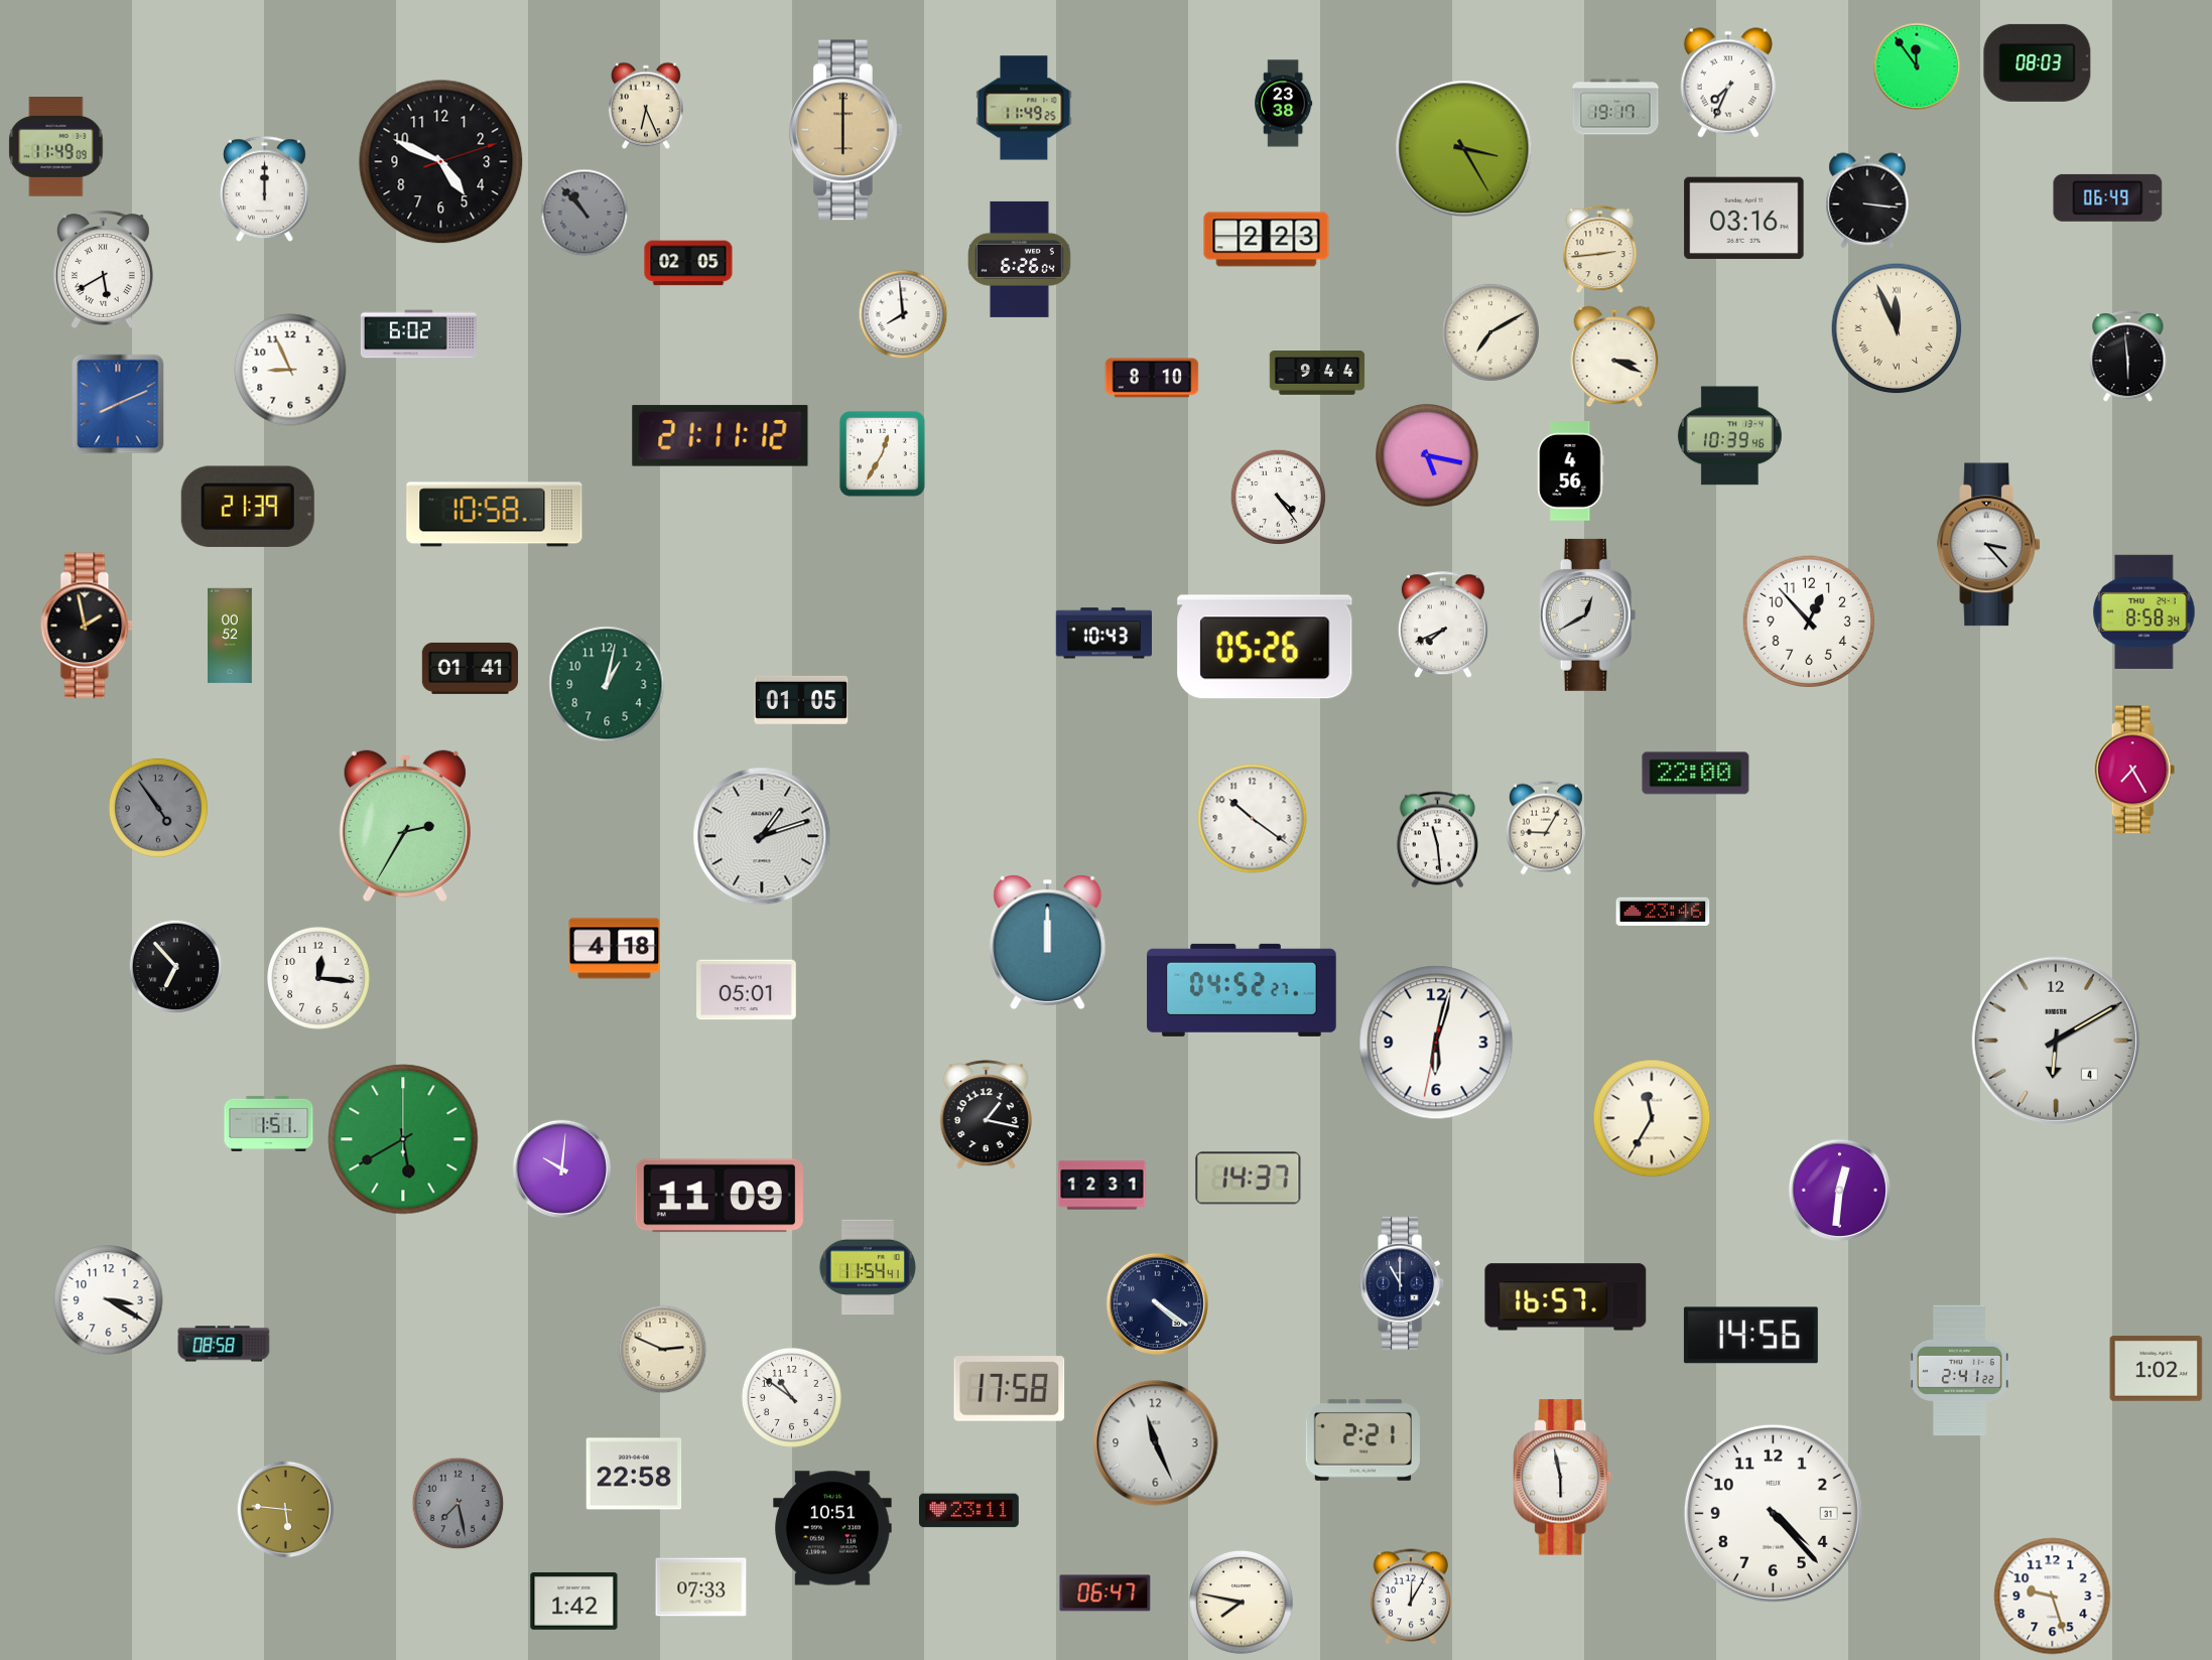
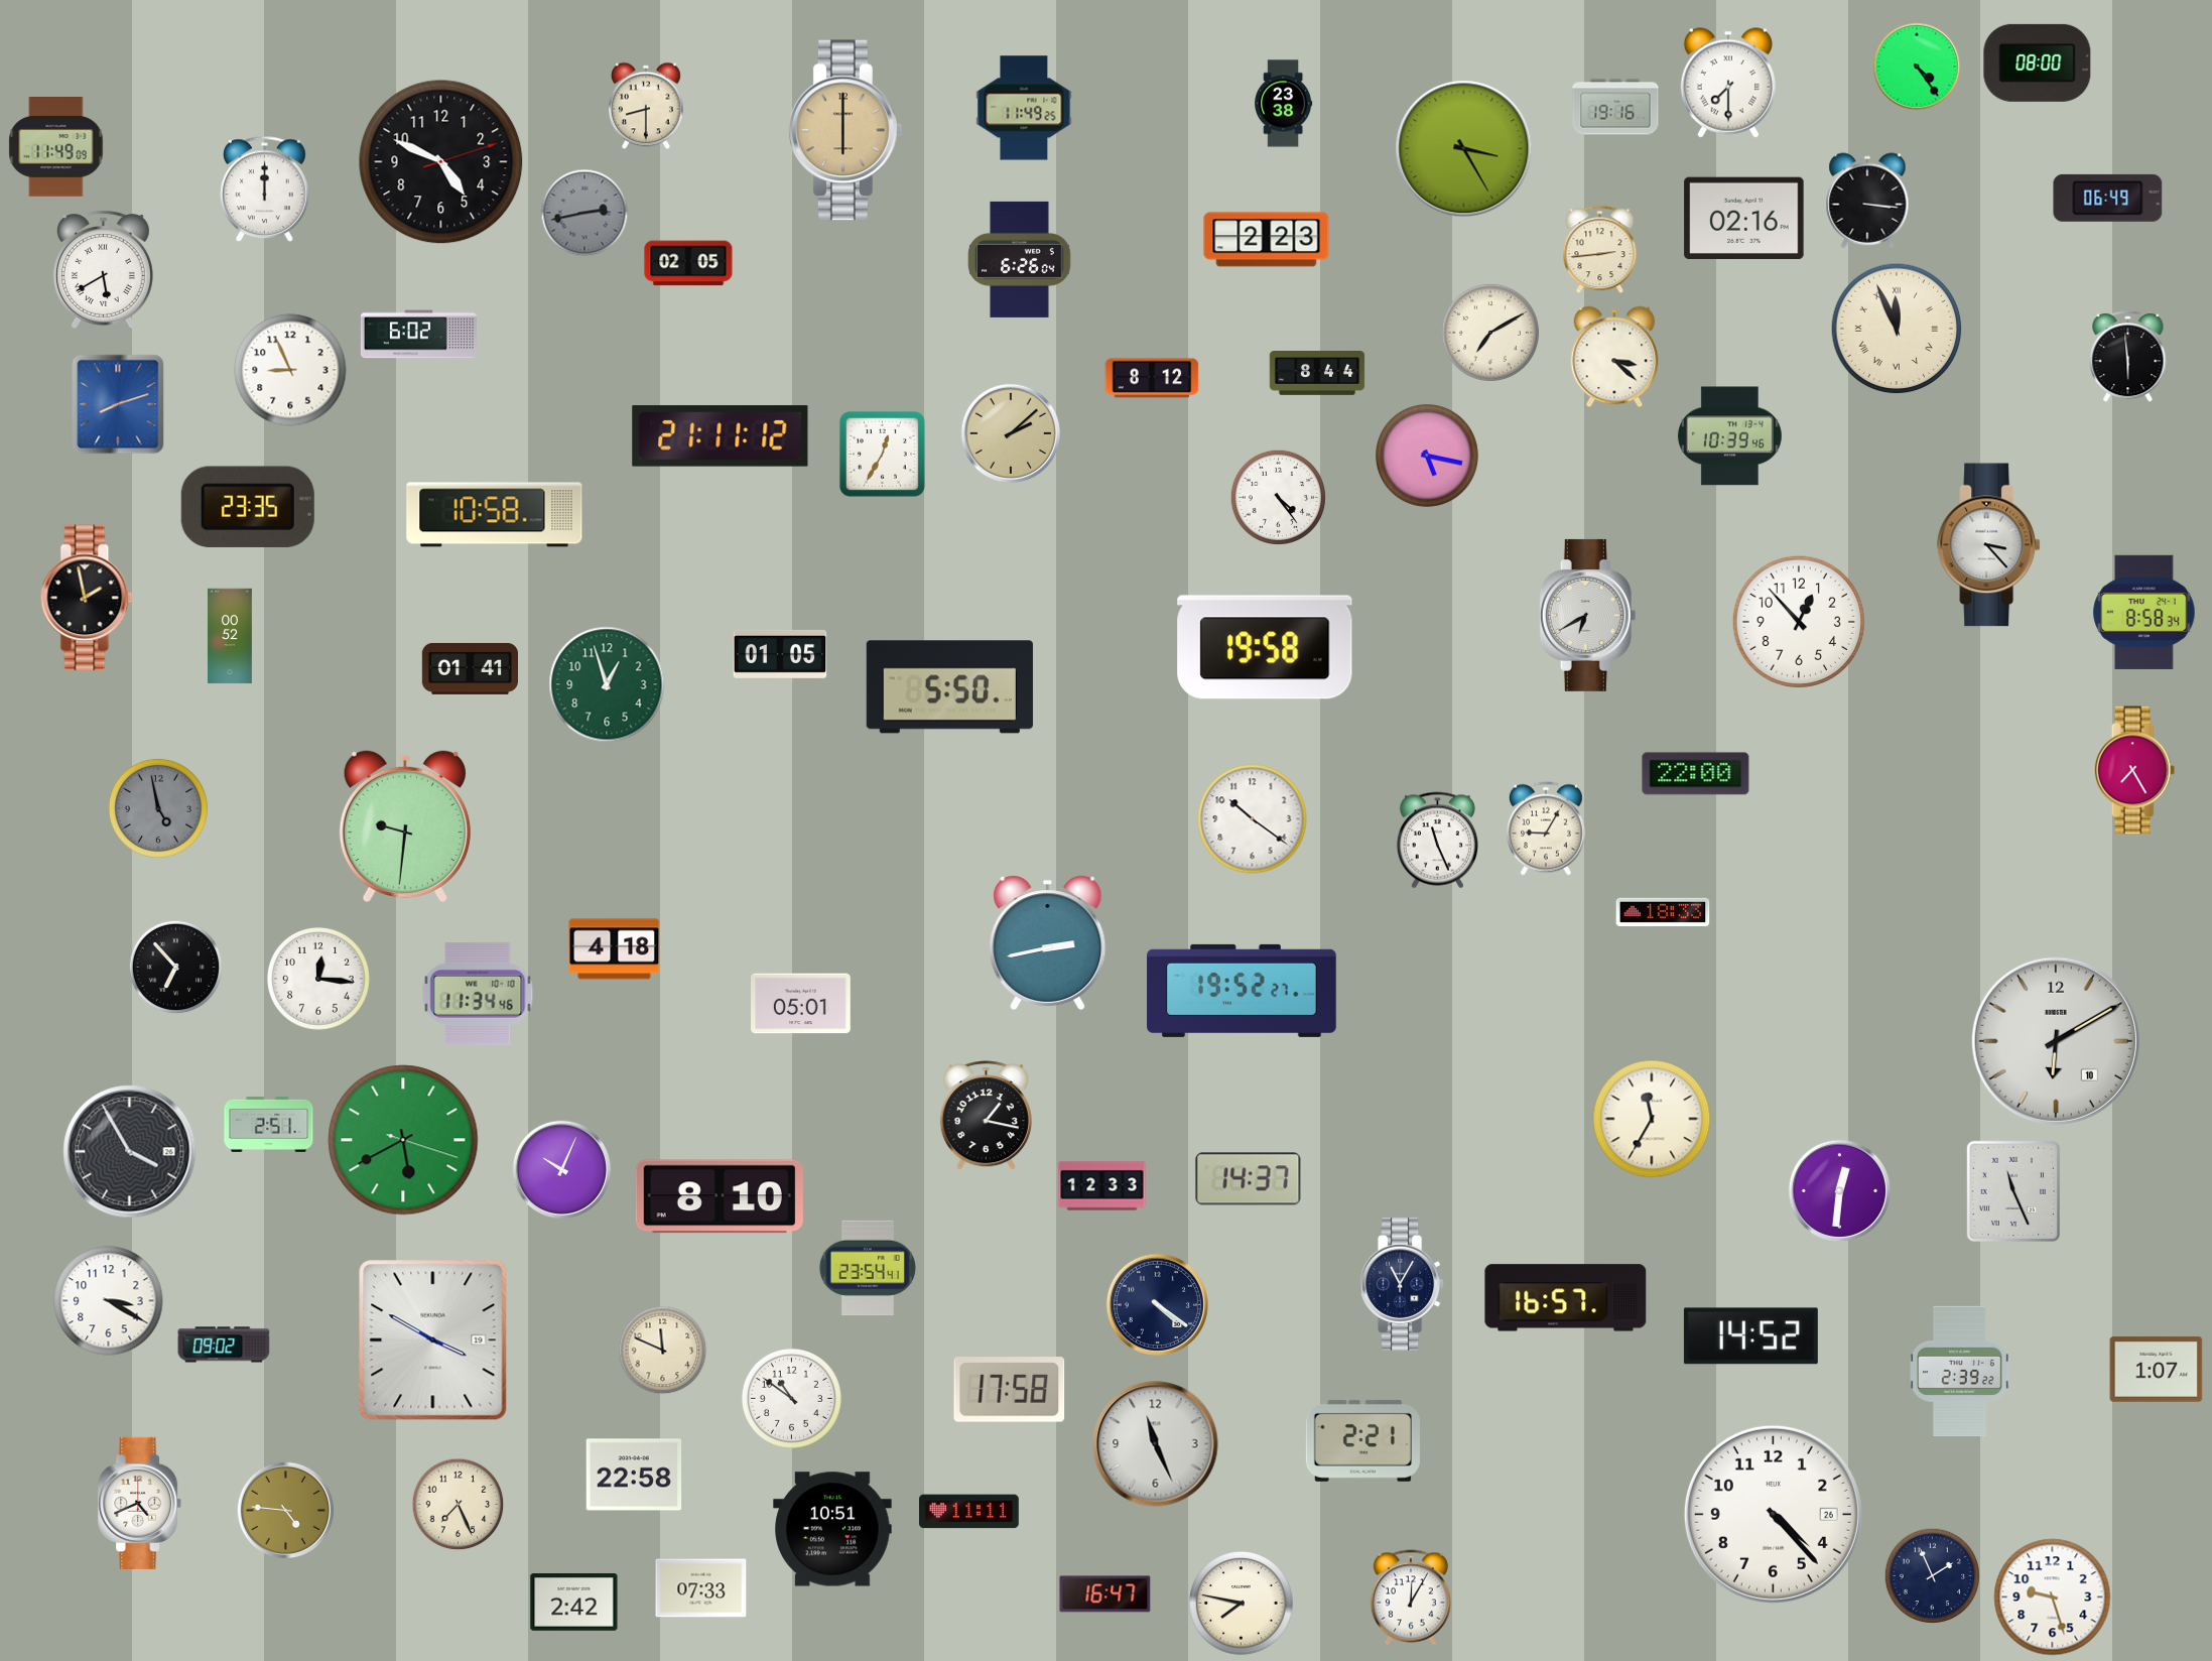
clock at (2038, 62): 08:03 -> 08:00
clock at (1917, 66): 11:54 -> 4:24
clock at (1728, 83): 7:34 -> 7:30
clock at (647, 106): 6:26 -> 8:30
clock at (1615, 107): 19:17 -> 19:16
clock at (584, 213): 10:53 -> 2:43
clock at (1744, 219): 03:16 -> 02:16
clock at (903, 314): 7:59 -> none
clock at (1614, 357): 3:19 -> 3:22
clock at (1317, 374): 9:44 -> 8:44
clock at (1152, 378): 8:10 -> 8:12
clock at (118, 404): 8:11 -> 8:12
clock at (1011, 433): none -> 2:08
clock at (1571, 471): 4:56 -> none
clock at (248, 507): 21:39 -> 23:35
clock at (1588, 614): 12:40 -> 6:40
clock at (1809, 621) position: (1809, 621) -> (1799, 622)
clock at (87, 626) position: (87, 626) -> (87, 598)
clock at (1443, 626): 7:41 -> none
clock at (1103, 634): 10:43 -> none
clock at (1265, 647): 05:26 -> 19:58
clock at (607, 684): 1:02 -> 12:57
clock at (949, 687): none -> 5:50
clock at (801, 700) position: (801, 700) -> (780, 654)
clock at (158, 808): 4:54 -> 4:58
clock at (405, 826): 2:35 -> 9:31
clock at (762, 836): 1:12 -> none
clock at (1437, 840): 11:29 -> 11:26
clock at (1663, 911): 23:46 -> 18:33
clock at (1048, 943): 12:00 -> 2:43
clock at (747, 990) position: (747, 990) -> (801, 1004)
clock at (1242, 990): 04:52 -> 19:52
clock at (478, 994): none -> 11:34
clock at (2056, 1041) date: 4 -> 10
clock at (1436, 1043): 6:02 -> none
clock at (269, 1123): 1:51 -> 2:51
clock at (403, 1139): 5:40:00 -> 5:40:18
clock at (130, 1152): none -> 3:55
clock at (561, 1168): 10:01 -> 10:04
clock at (1102, 1186): 12:31 -> 12:33
clock at (2012, 1190): none -> 11:26
clock at (720, 1196): 11:09 -> 8:10
clock at (868, 1267): 11:54 -> 23:54
clock at (1403, 1283): 11:00 -> 11:05
clock at (1750, 1336): 14:56 -> 14:52
clock at (433, 1340): none -> 3:50
clock at (224, 1344): 08:58 -> 09:02
clock at (663, 1350): 2:49 -> 11:49
clock at (2157, 1369): 1:02 -> 1:07
clock at (1960, 1371): 2:41 -> 2:39
clock at (1563, 1478): 5:58 -> none
clock at (140, 1503): none -> 4:41
clock at (459, 1504): 7:28 -> 7:26
clock at (459, 1504) dial: grey -> cream
clock at (286, 1510): 5:46 -> 4:46
clock at (969, 1511): 23:11 -> 11:11
clock at (1773, 1513) date: 31 -> 26
clock at (1932, 1575): none -> 1:56
clock at (1105, 1594): 06:47 -> 16:47
clock at (574, 1602): 1:42 -> 2:42
